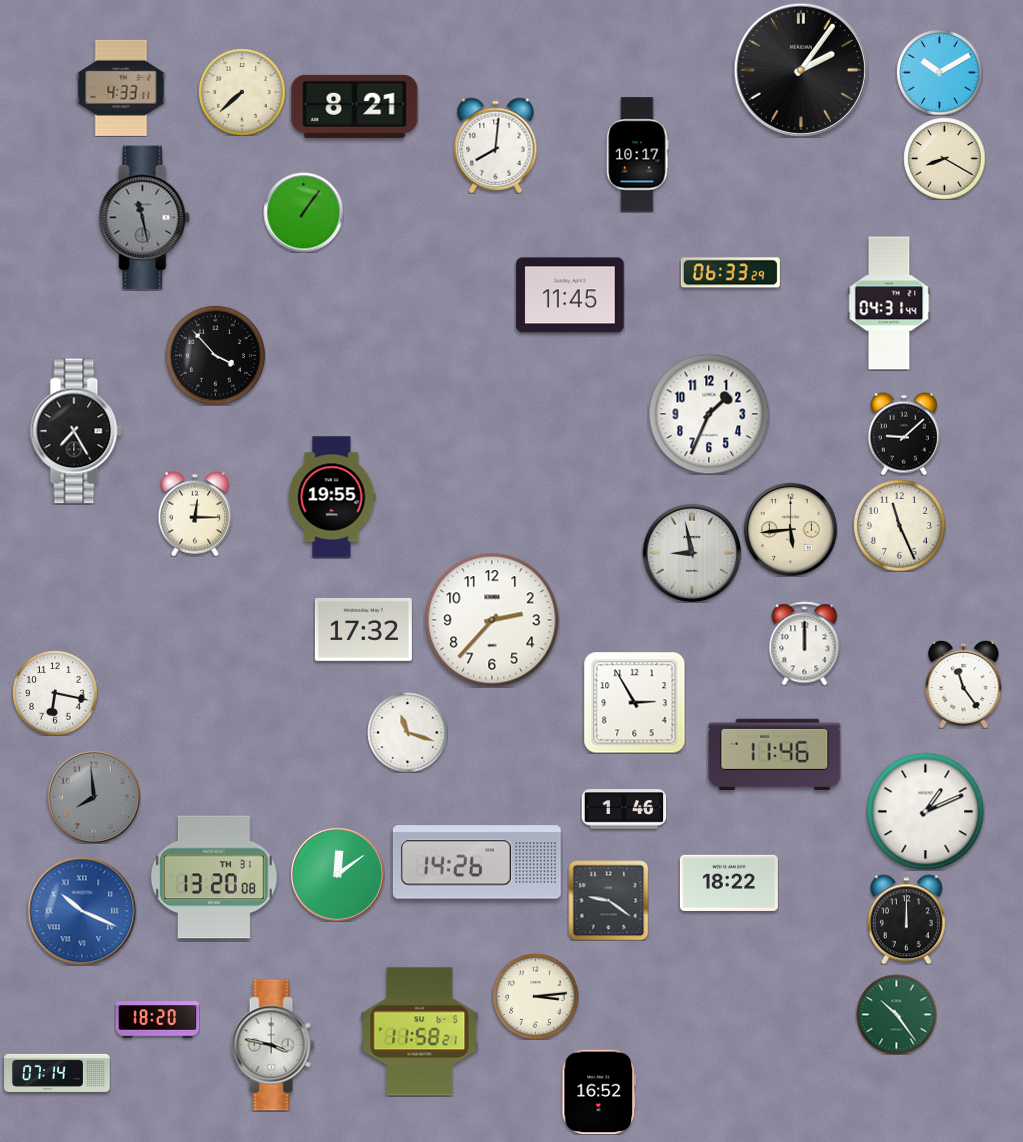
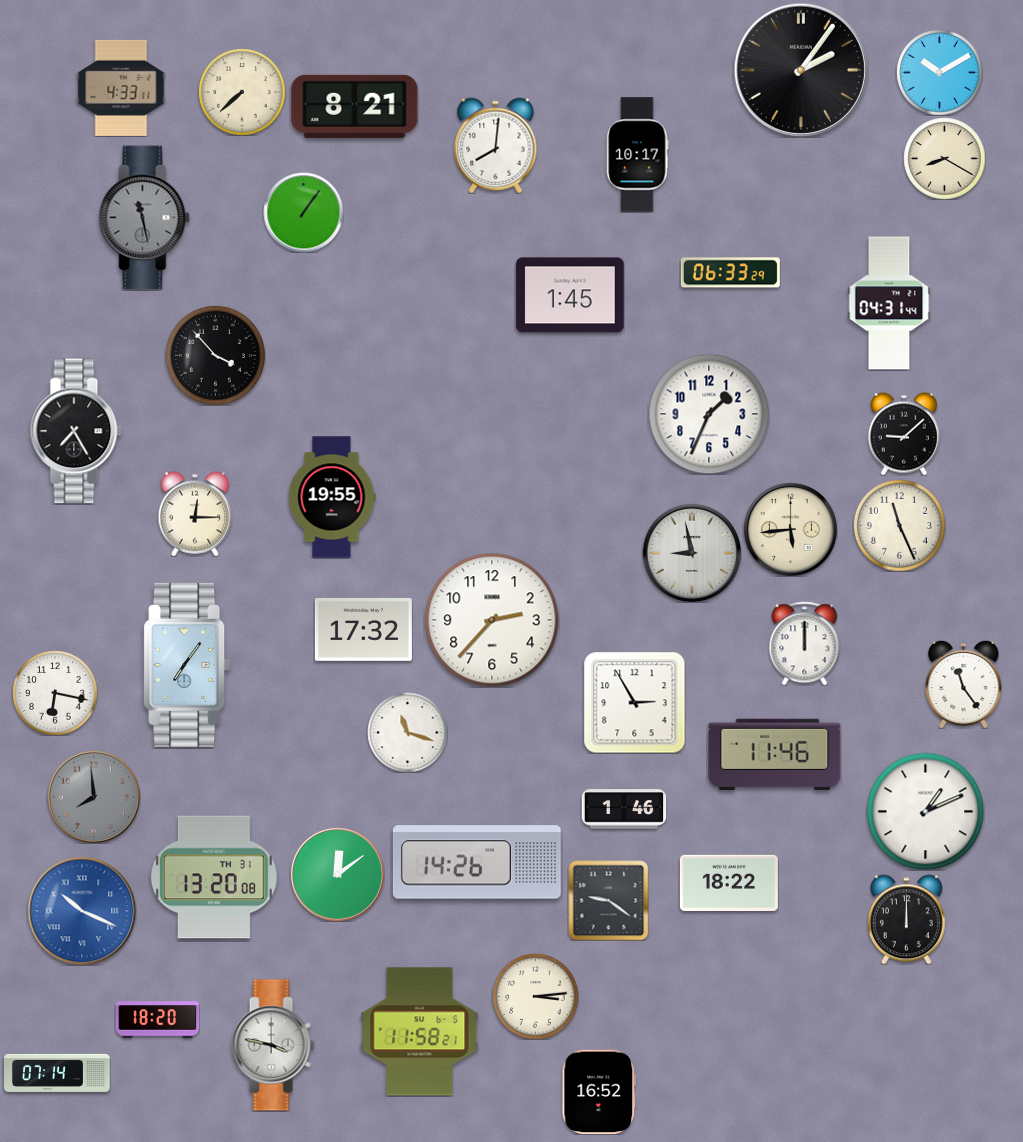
clock at (570, 295): 11:45 -> 1:45
clock at (187, 665): none -> 7:06
clock at (896, 1014): 10:24 -> none
